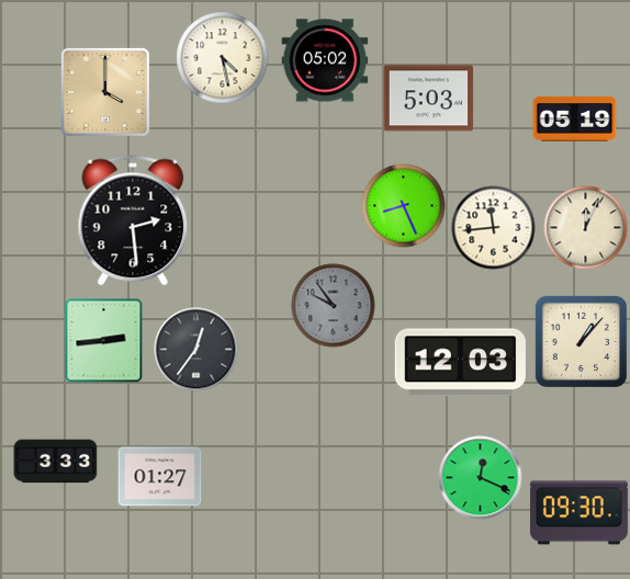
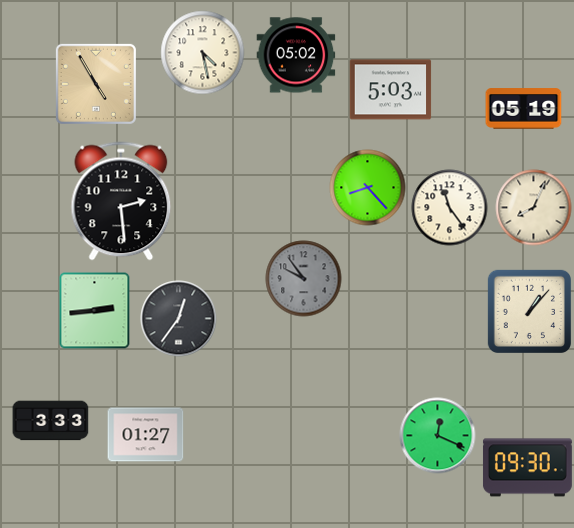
clock at (105, 92): 4:00 -> 4:55
clock at (404, 206): 8:26 -> 8:23
clock at (494, 228): 11:44 -> 11:24
clock at (586, 228): 12:04 -> 8:04
clock at (460, 363): 12:03 -> none
